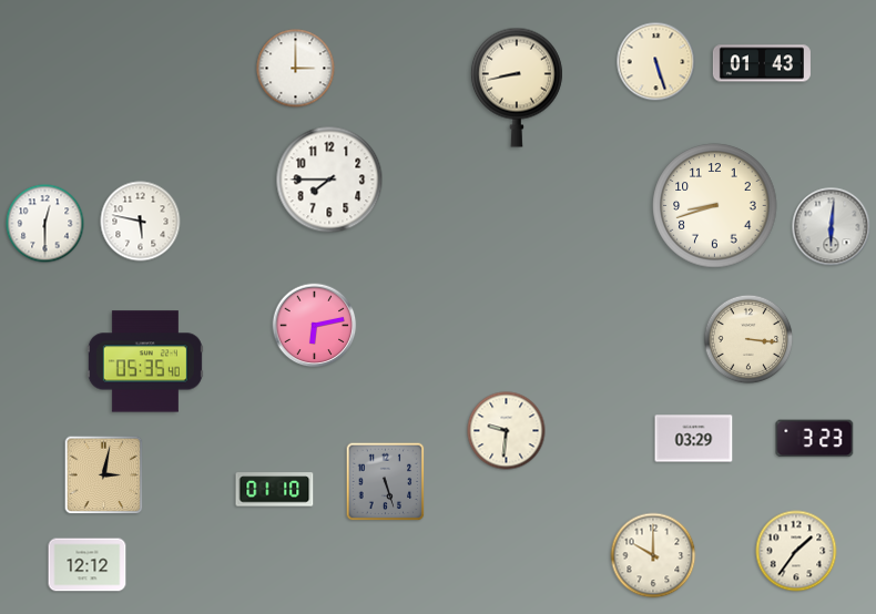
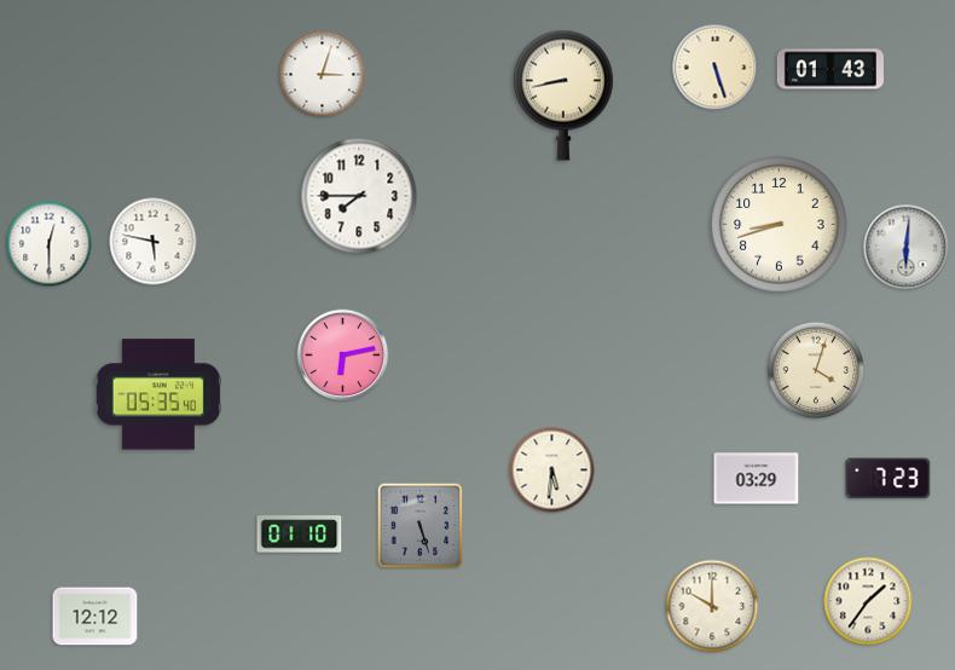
clock at (296, 69): 3:00 -> 3:03
clock at (748, 339): 3:16 -> 4:03
clock at (507, 431): 9:31 -> 5:31
clock at (815, 439): 3:23 -> 7:23
clock at (104, 475): 3:02 -> none
